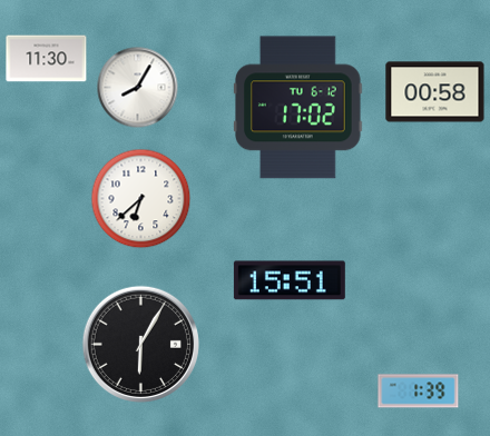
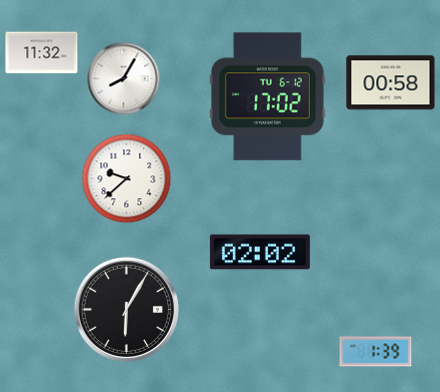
clock at (47, 59): 11:30 -> 11:32
clock at (141, 199): 6:38 -> 9:38
clock at (290, 280): 15:51 -> 02:02
